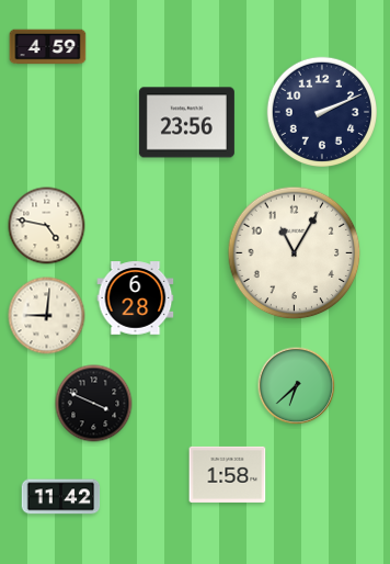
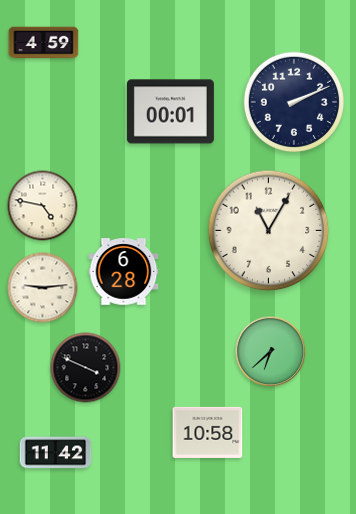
clock at (186, 123): 23:56 -> 00:01
clock at (47, 316): 9:01 -> 9:14
clock at (228, 474): 1:58 -> 10:58
